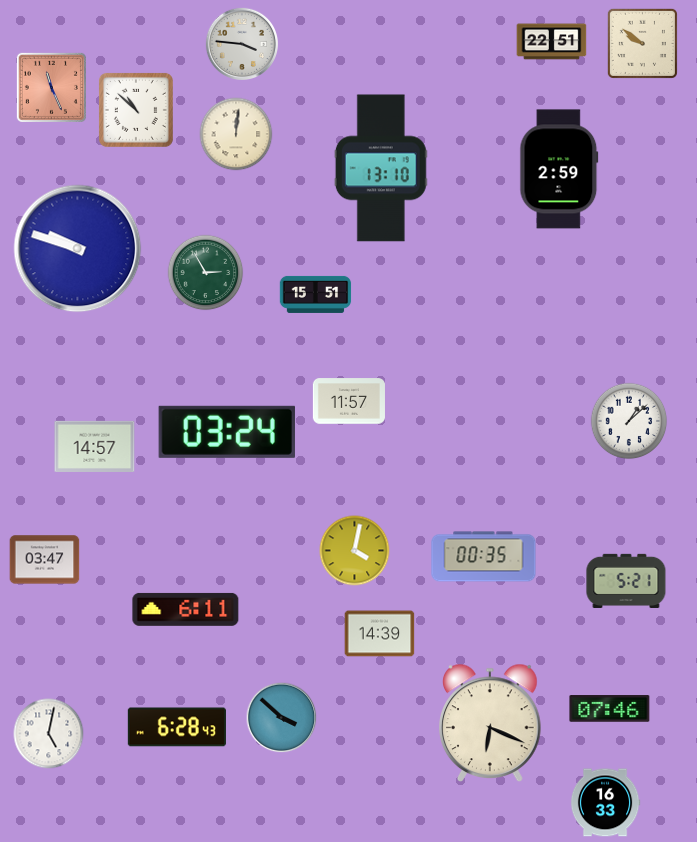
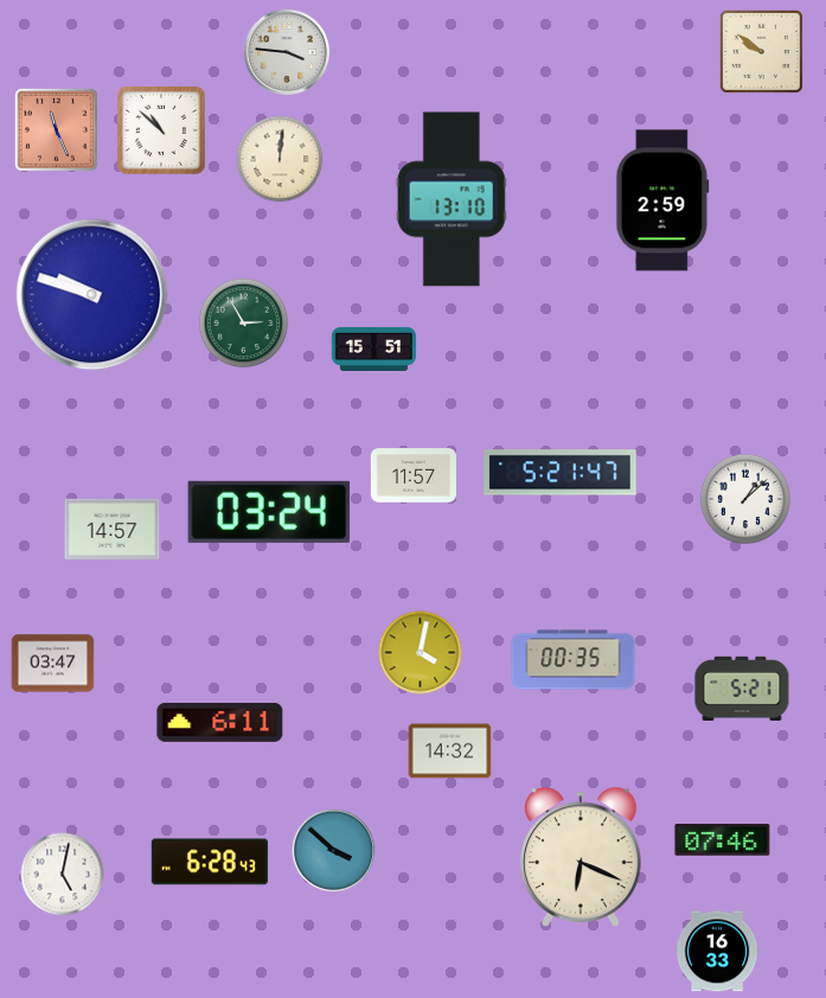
clock at (552, 42): 22:51 -> none
clock at (51, 87) position: (51, 87) -> (56, 129)
clock at (561, 473): none -> 5:21
clock at (380, 634): 14:39 -> 14:32
clock at (49, 734) position: (49, 734) -> (63, 875)
